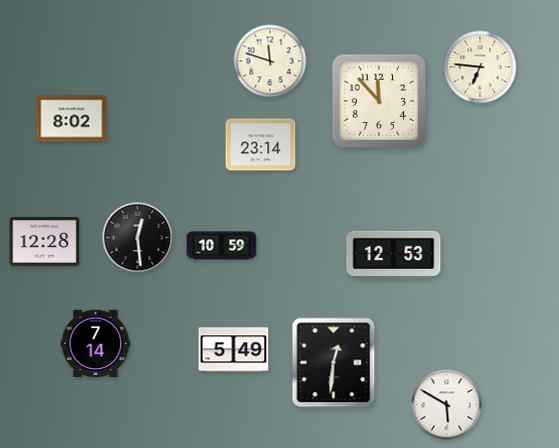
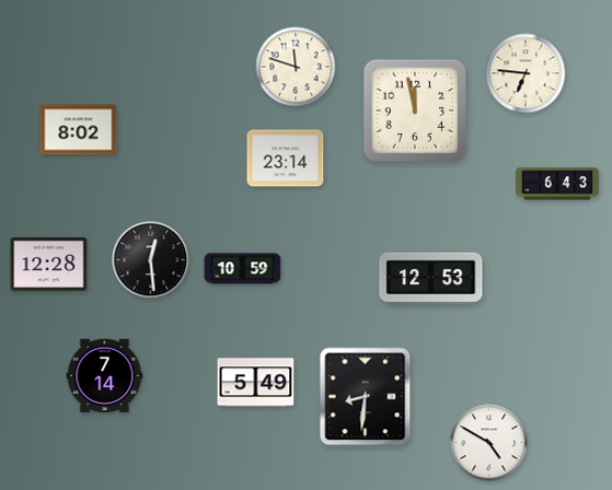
clock at (379, 101): 11:53 -> 11:58
clock at (557, 184): none -> 6:43
clock at (334, 363): 12:31 -> 8:31
clock at (447, 405): 5:50 -> 4:50
